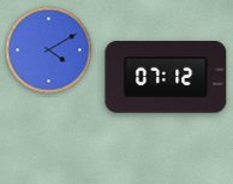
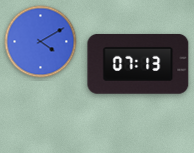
clock at (166, 77): 07:12 -> 07:13
